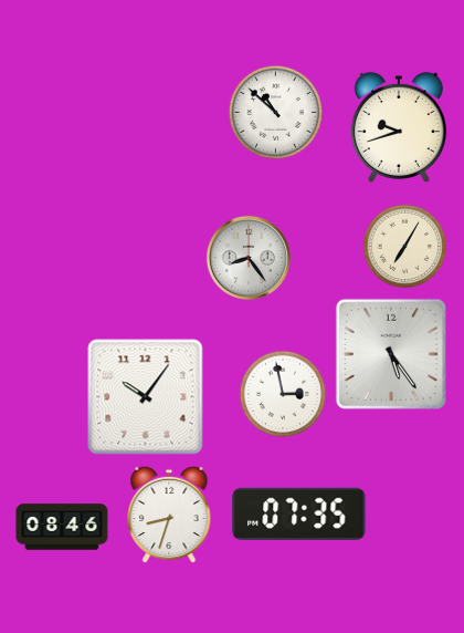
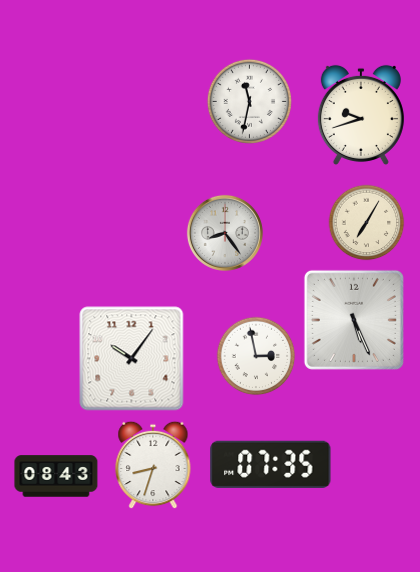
clock at (275, 112): 10:52 -> 11:32
clock at (391, 354): 5:24 -> 5:26
clock at (62, 527): 08:46 -> 08:43
